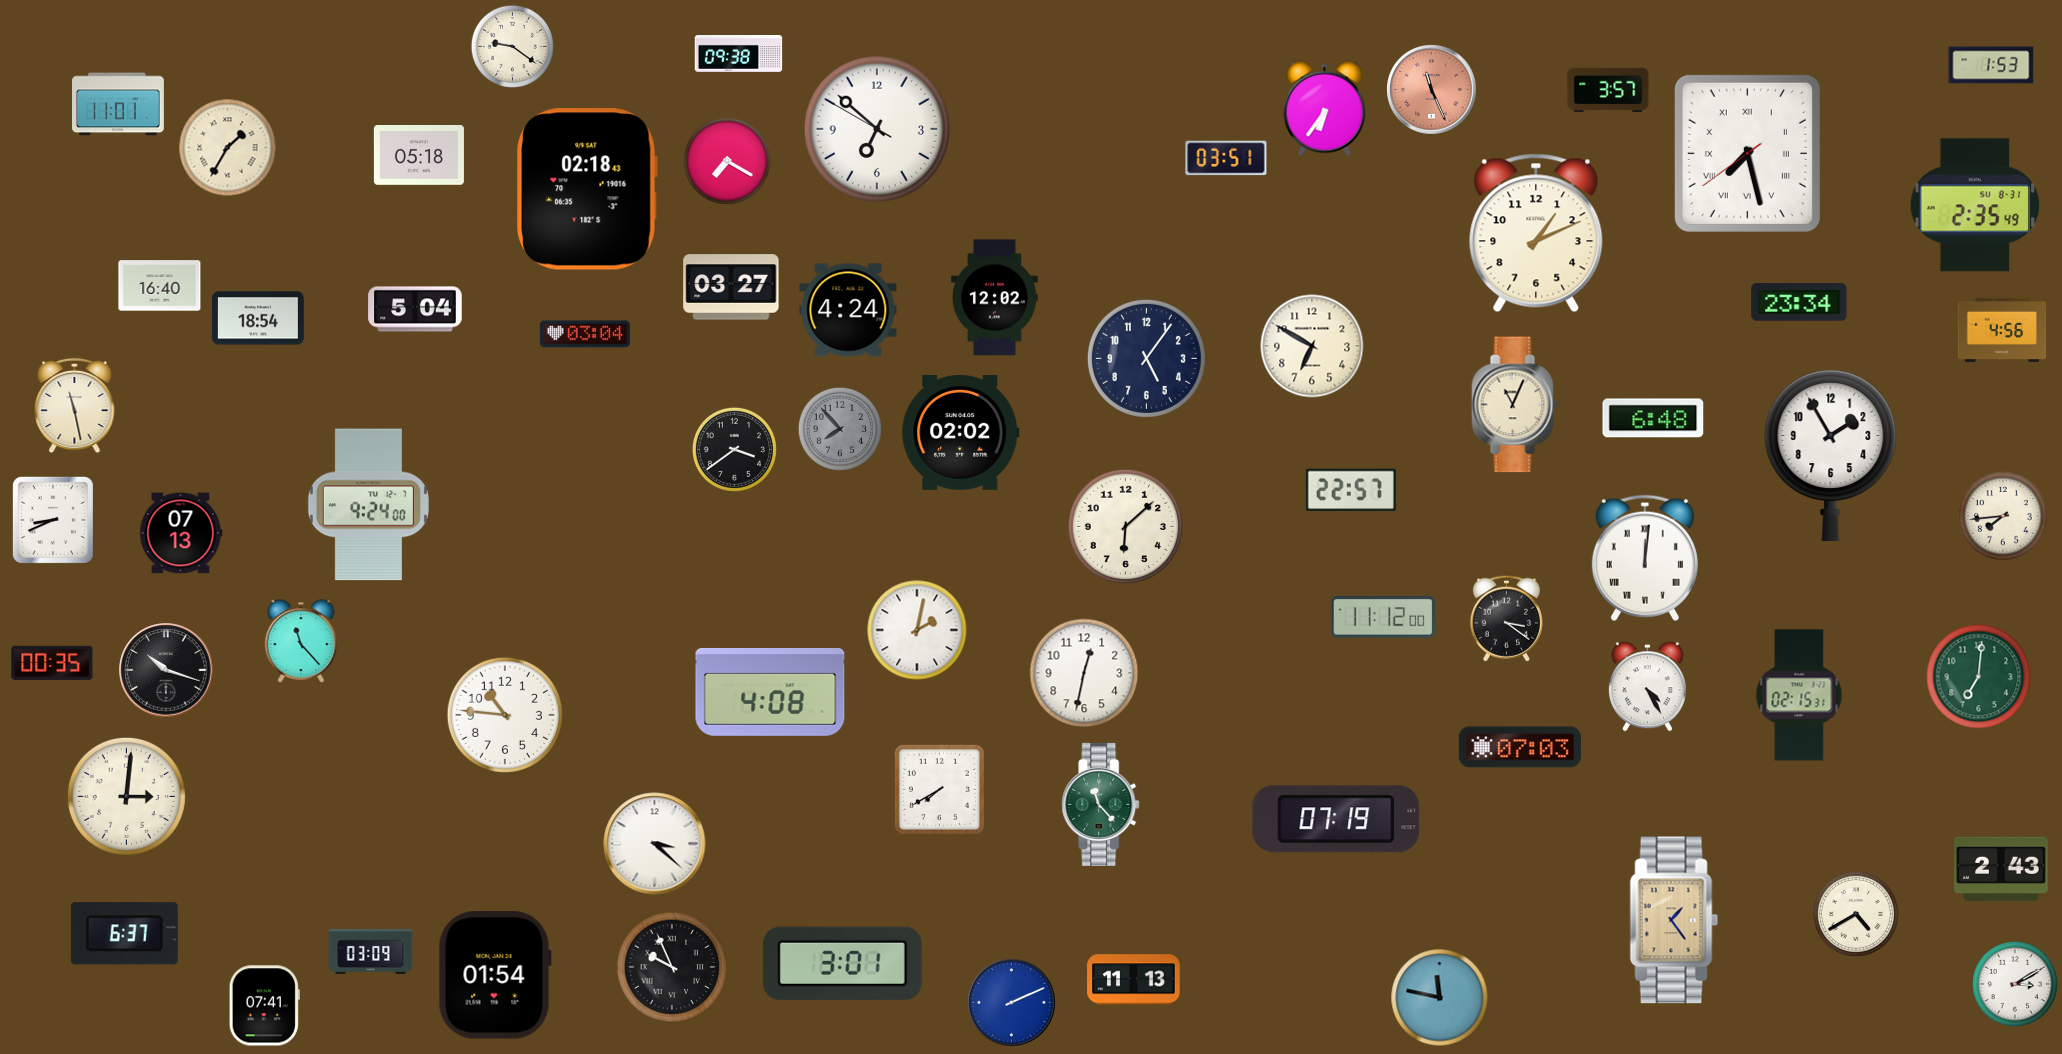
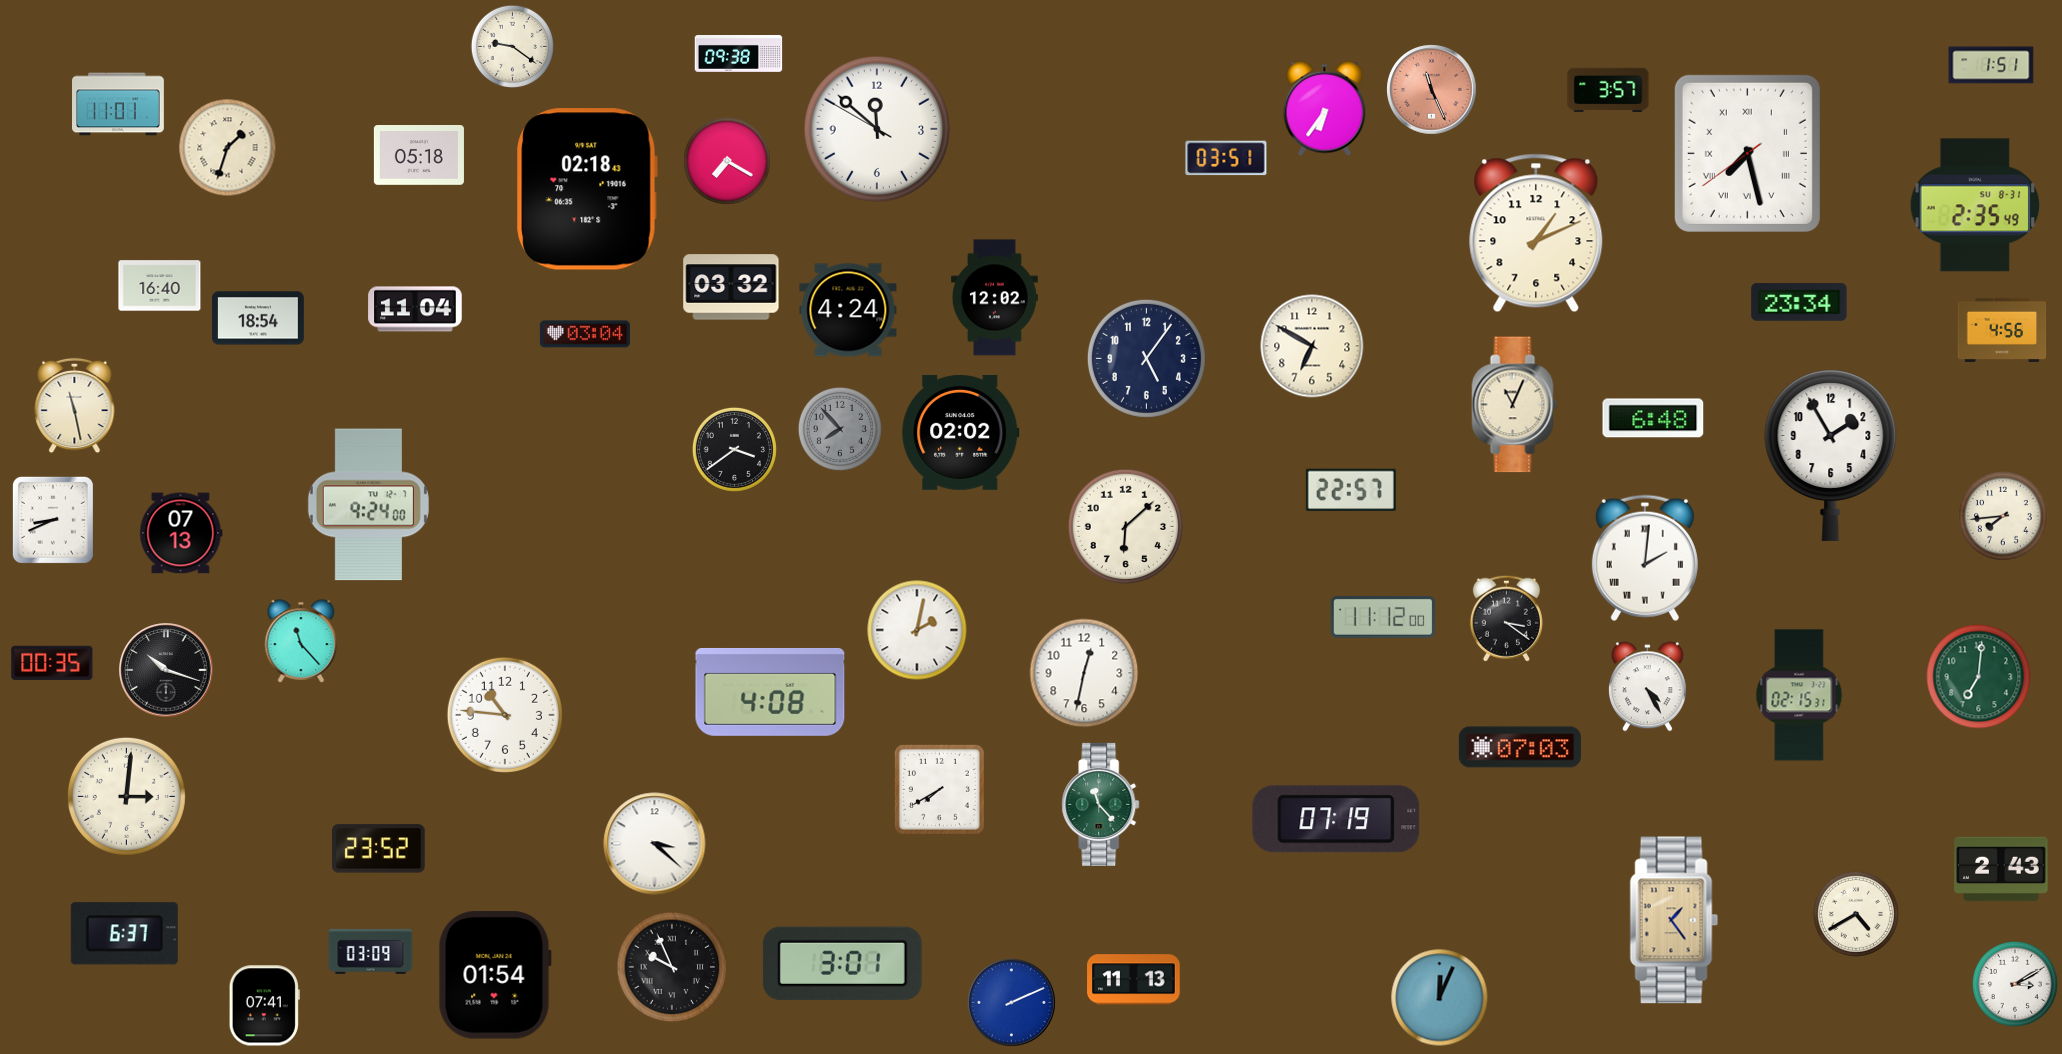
clock at (1991, 65): 1:53 -> 1:51
clock at (877, 129): 6:51 -> 11:51
clock at (228, 148): 1:35 -> 1:33
clock at (731, 287): 03:27 -> 03:32
clock at (415, 309): 5:04 -> 11:04
clock at (1645, 558): 12:01 -> 2:01
clock at (379, 849): none -> 23:52
clock at (1440, 998): 11:47 -> 12:04
